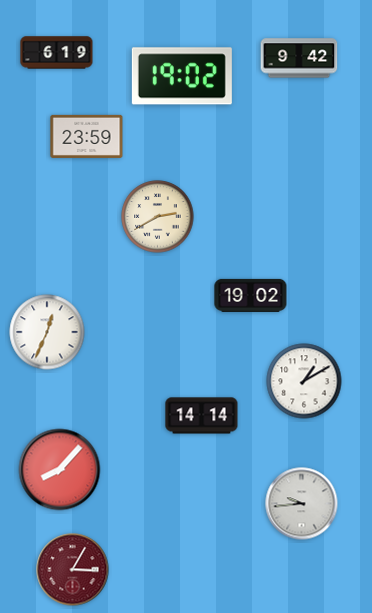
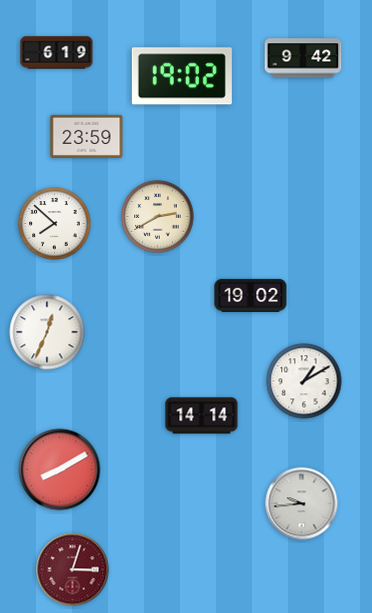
clock at (299, 58) position: (299, 58) -> (303, 58)
clock at (55, 224): none -> 7:52
clock at (60, 470): 8:07 -> 8:10
clock at (73, 570): 3:05 -> 3:03
